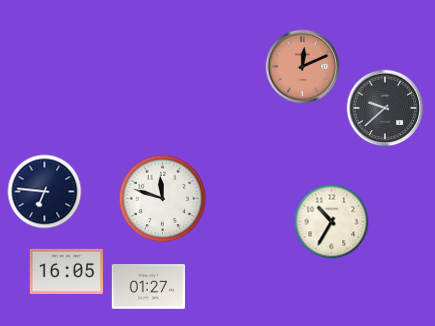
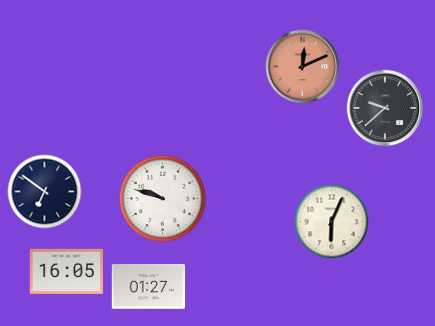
clock at (45, 192): 6:46 -> 6:51
clock at (163, 199): 11:48 -> 9:48
clock at (332, 222): 10:35 -> 6:04
